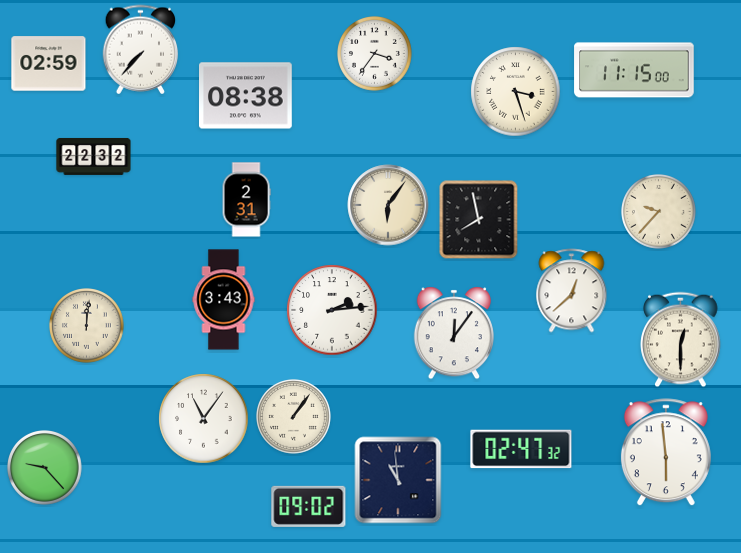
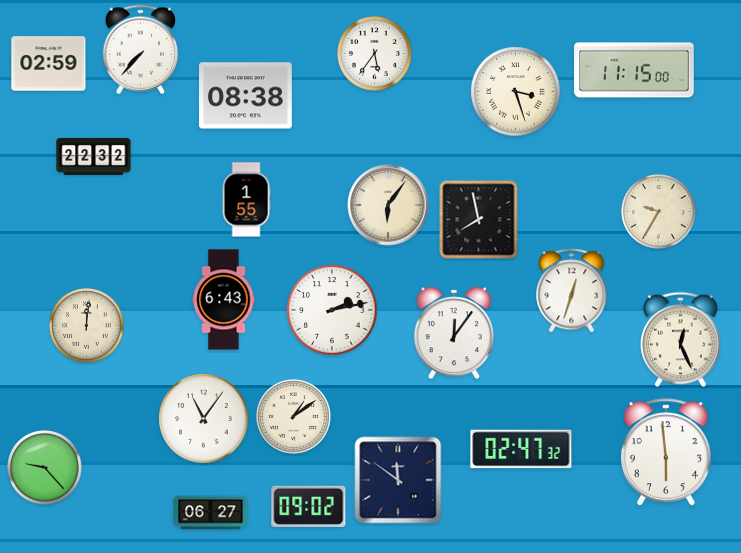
clock at (375, 54): 3:36 -> 5:36
clock at (246, 200): 2:31 -> 1:55
clock at (659, 212): 9:37 -> 9:35
clock at (572, 291): 12:38 -> 12:33
clock at (224, 300): 3:43 -> 6:43
clock at (332, 310): 2:14 -> 2:13
clock at (681, 340): 12:30 -> 12:26
clock at (294, 417): 1:06 -> 1:09
clock at (398, 480): 10:59 -> 11:51
clock at (211, 513): none -> 06:27
